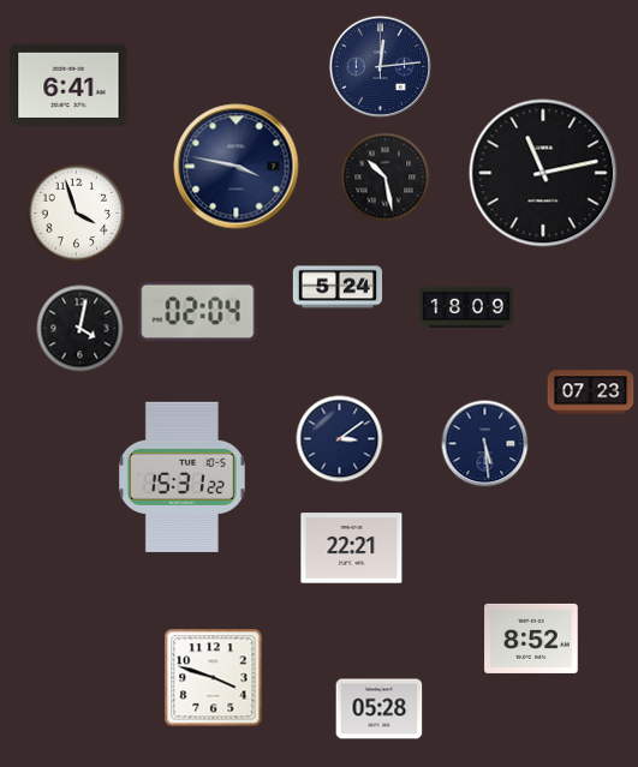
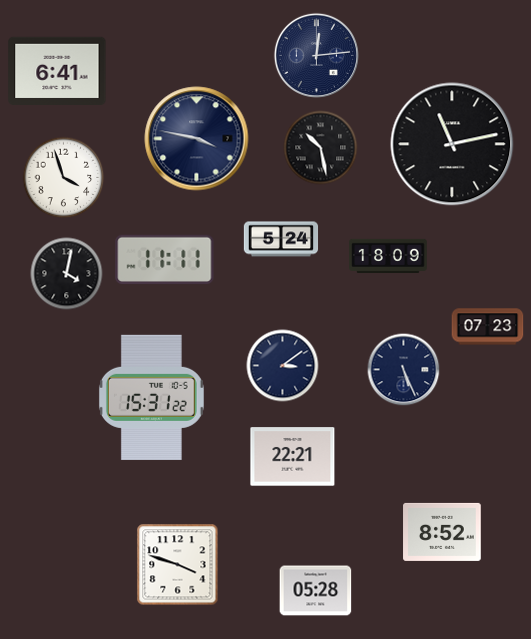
clock at (198, 312): 02:04 -> 11:11
clock at (591, 393) position: (591, 393) -> (488, 327)
clock at (485, 444): 5:29 -> 5:26
